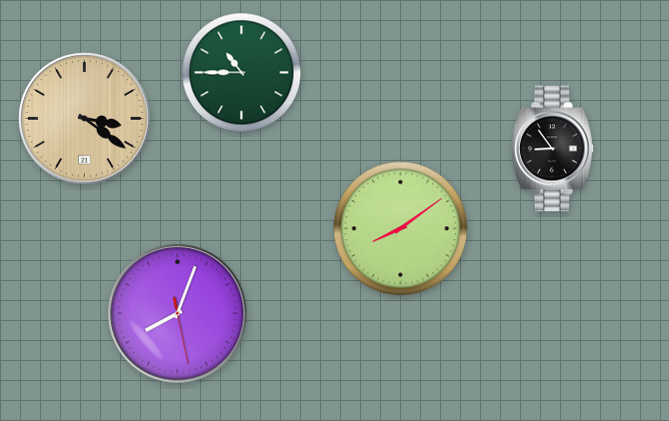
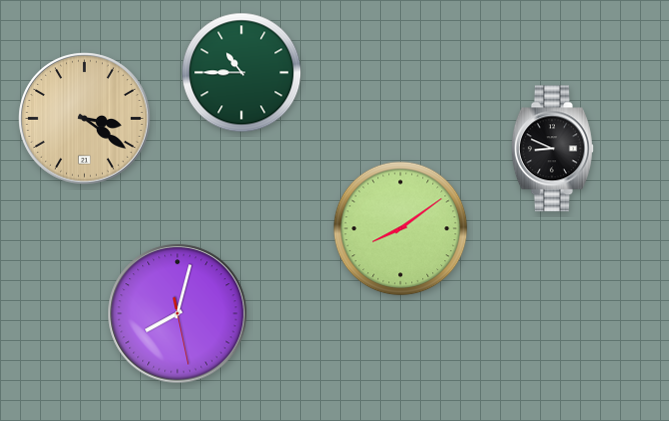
clock at (552, 149): 8:54 -> 8:49
clock at (178, 314): 8:03 -> 8:02
